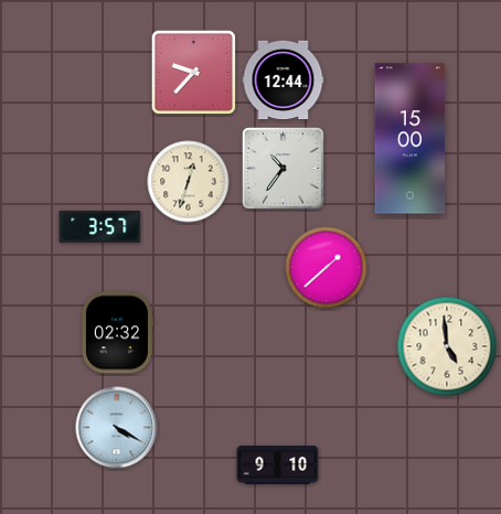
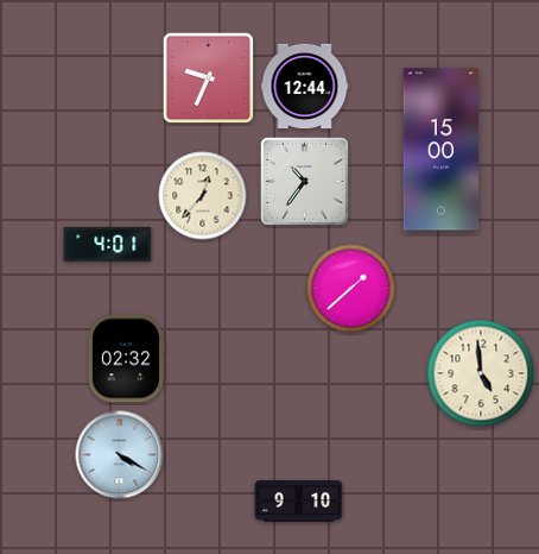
clock at (193, 72): 9:37 -> 9:34
clock at (189, 182): 12:33 -> 12:37
clock at (100, 226): 3:57 -> 4:01
clock at (117, 428) position: (117, 428) -> (120, 455)
